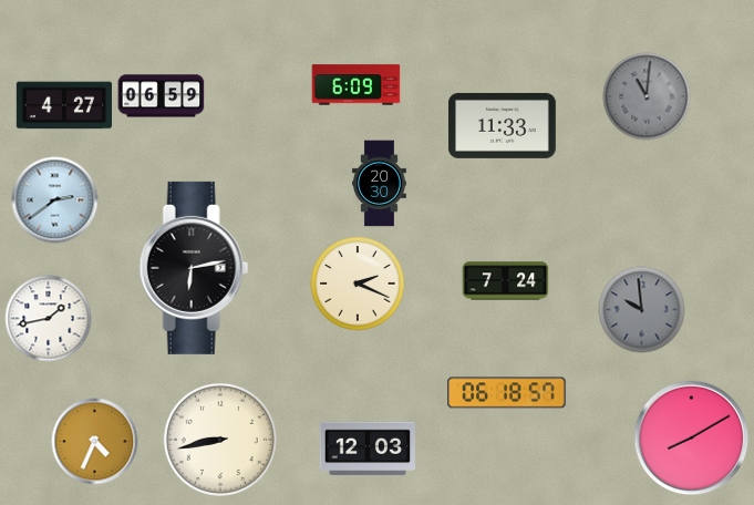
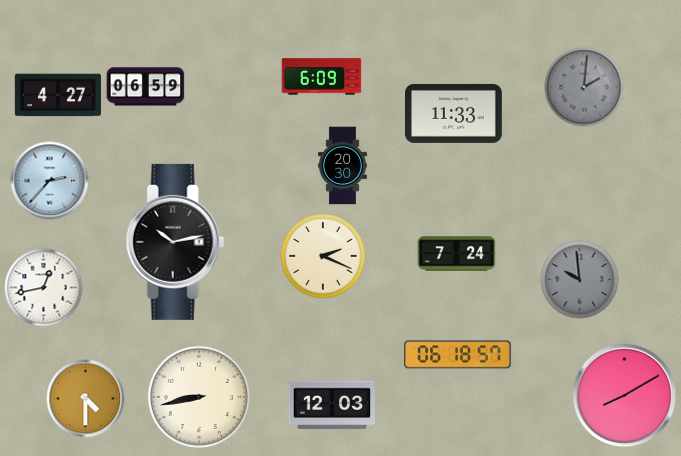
clock at (647, 96): 11:01 -> 2:01
clock at (54, 199): 2:39 -> 2:37
clock at (194, 268): 6:13 -> 10:13
clock at (48, 318): 1:43 -> 12:43
clock at (94, 441): 4:34 -> 4:30
